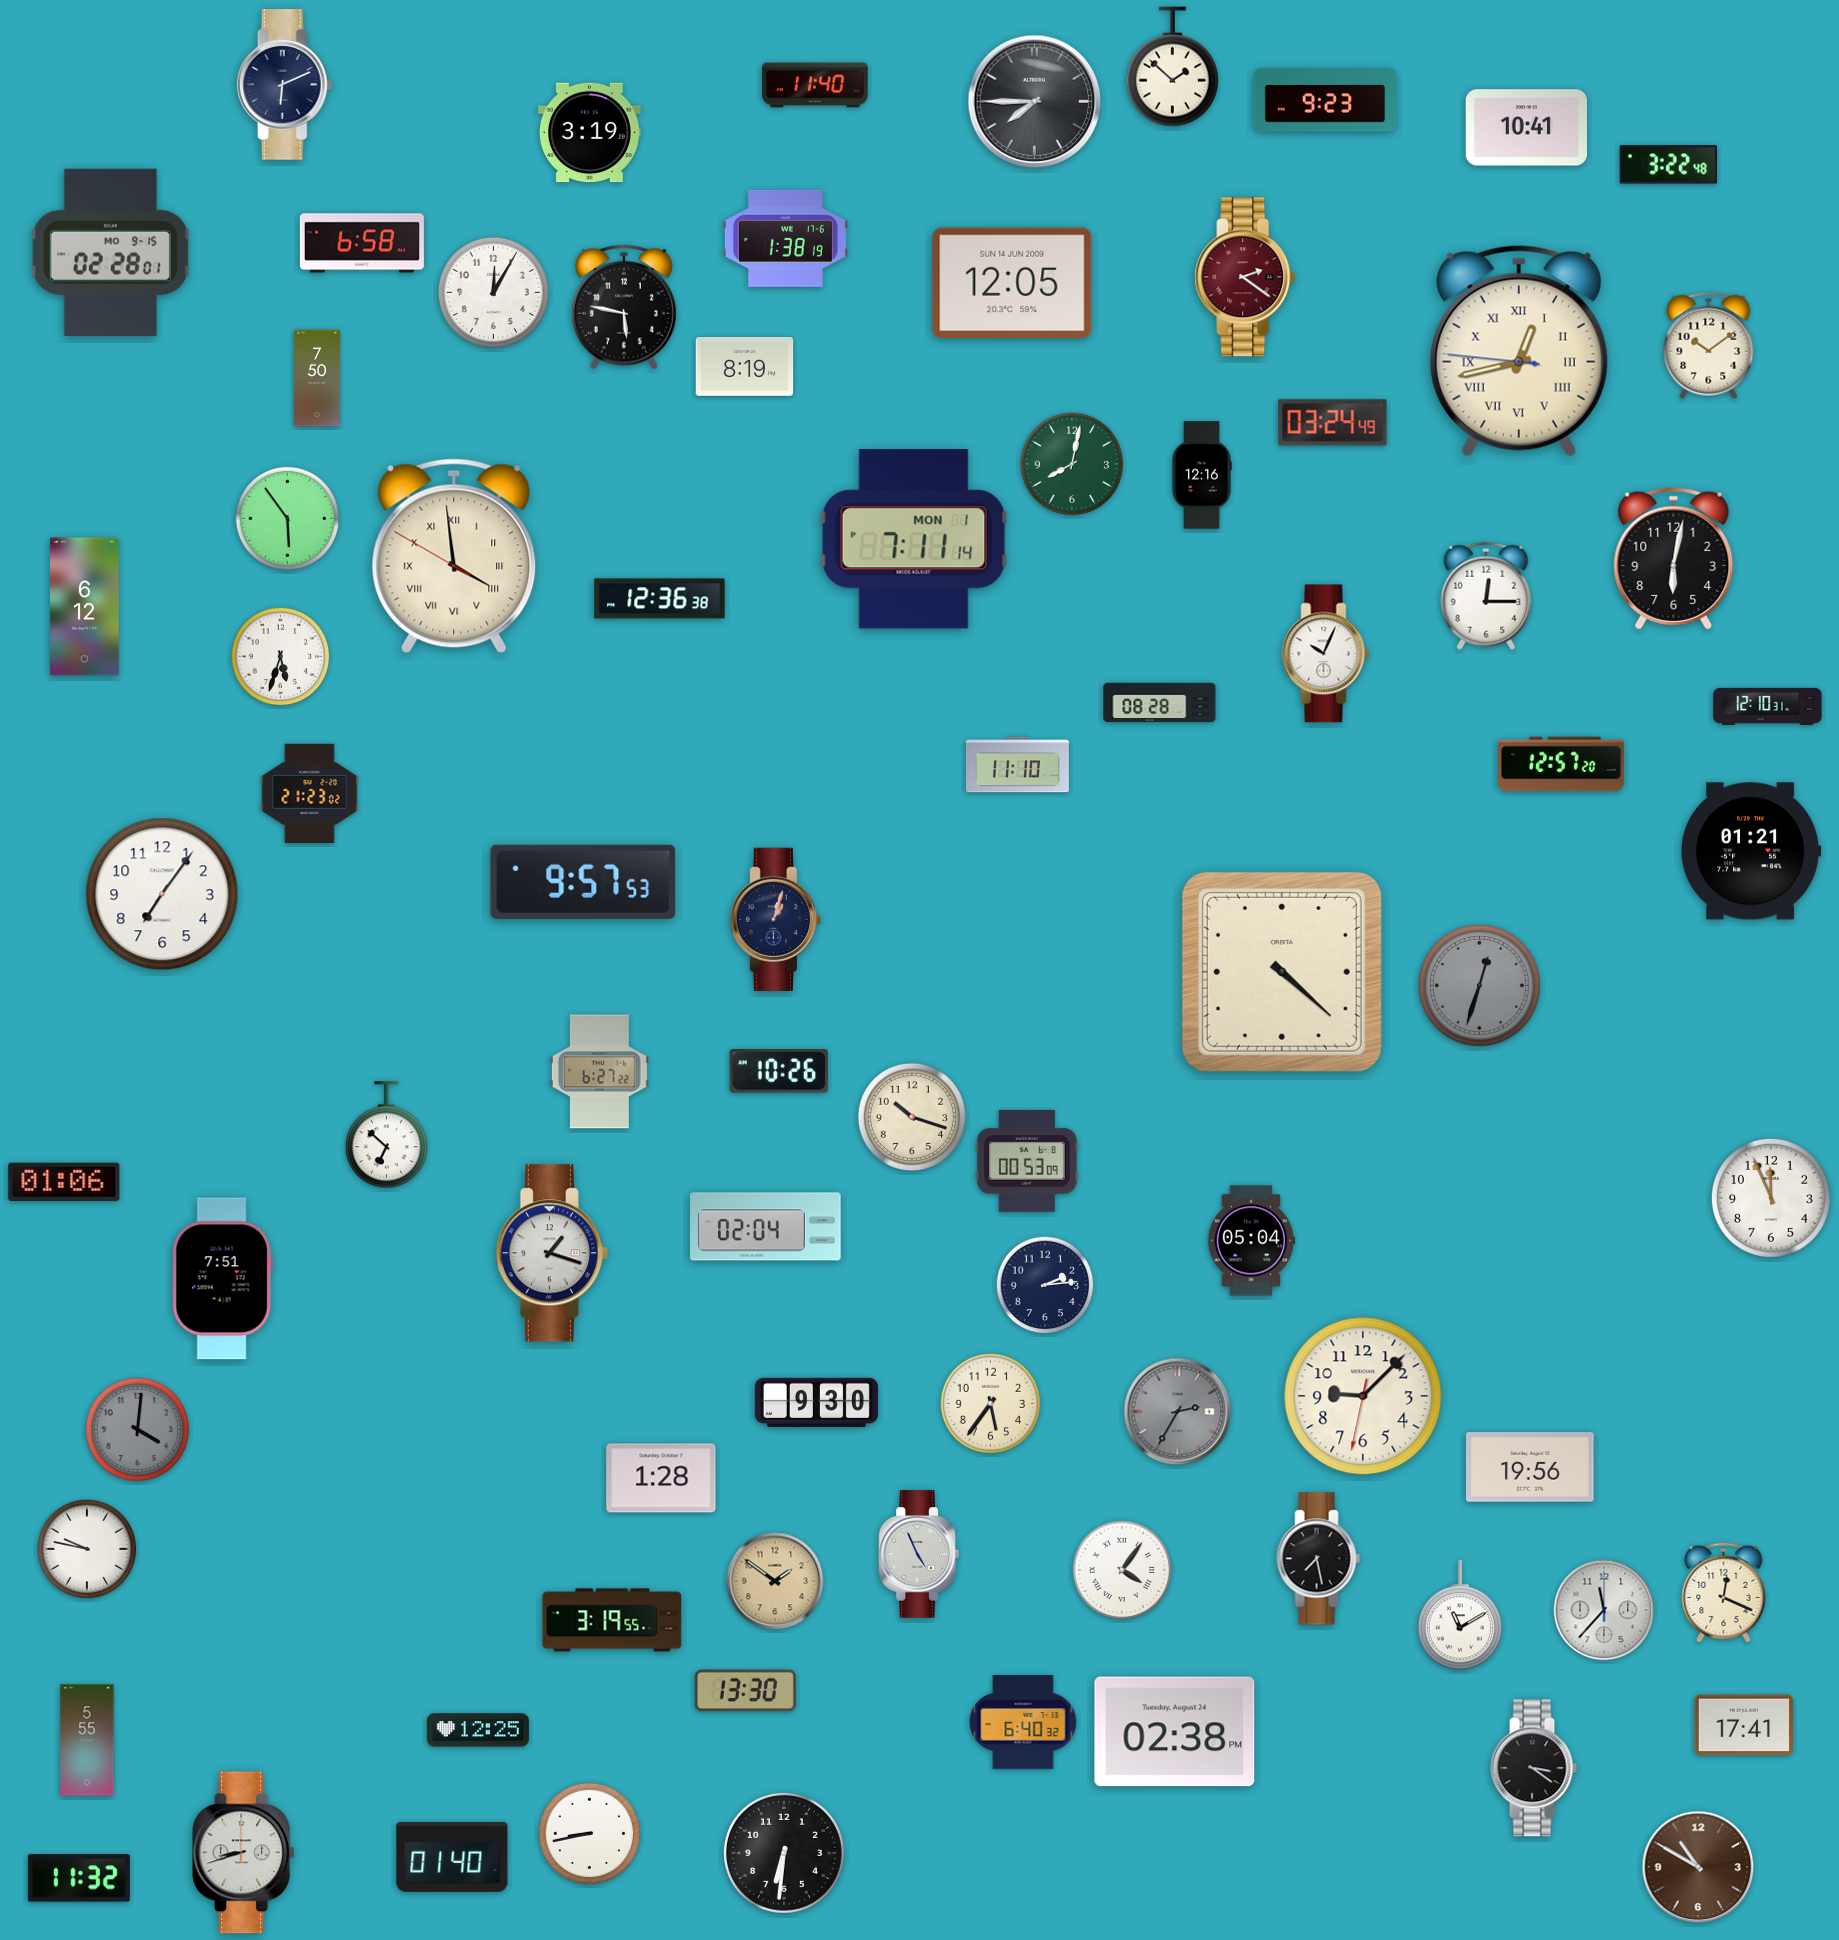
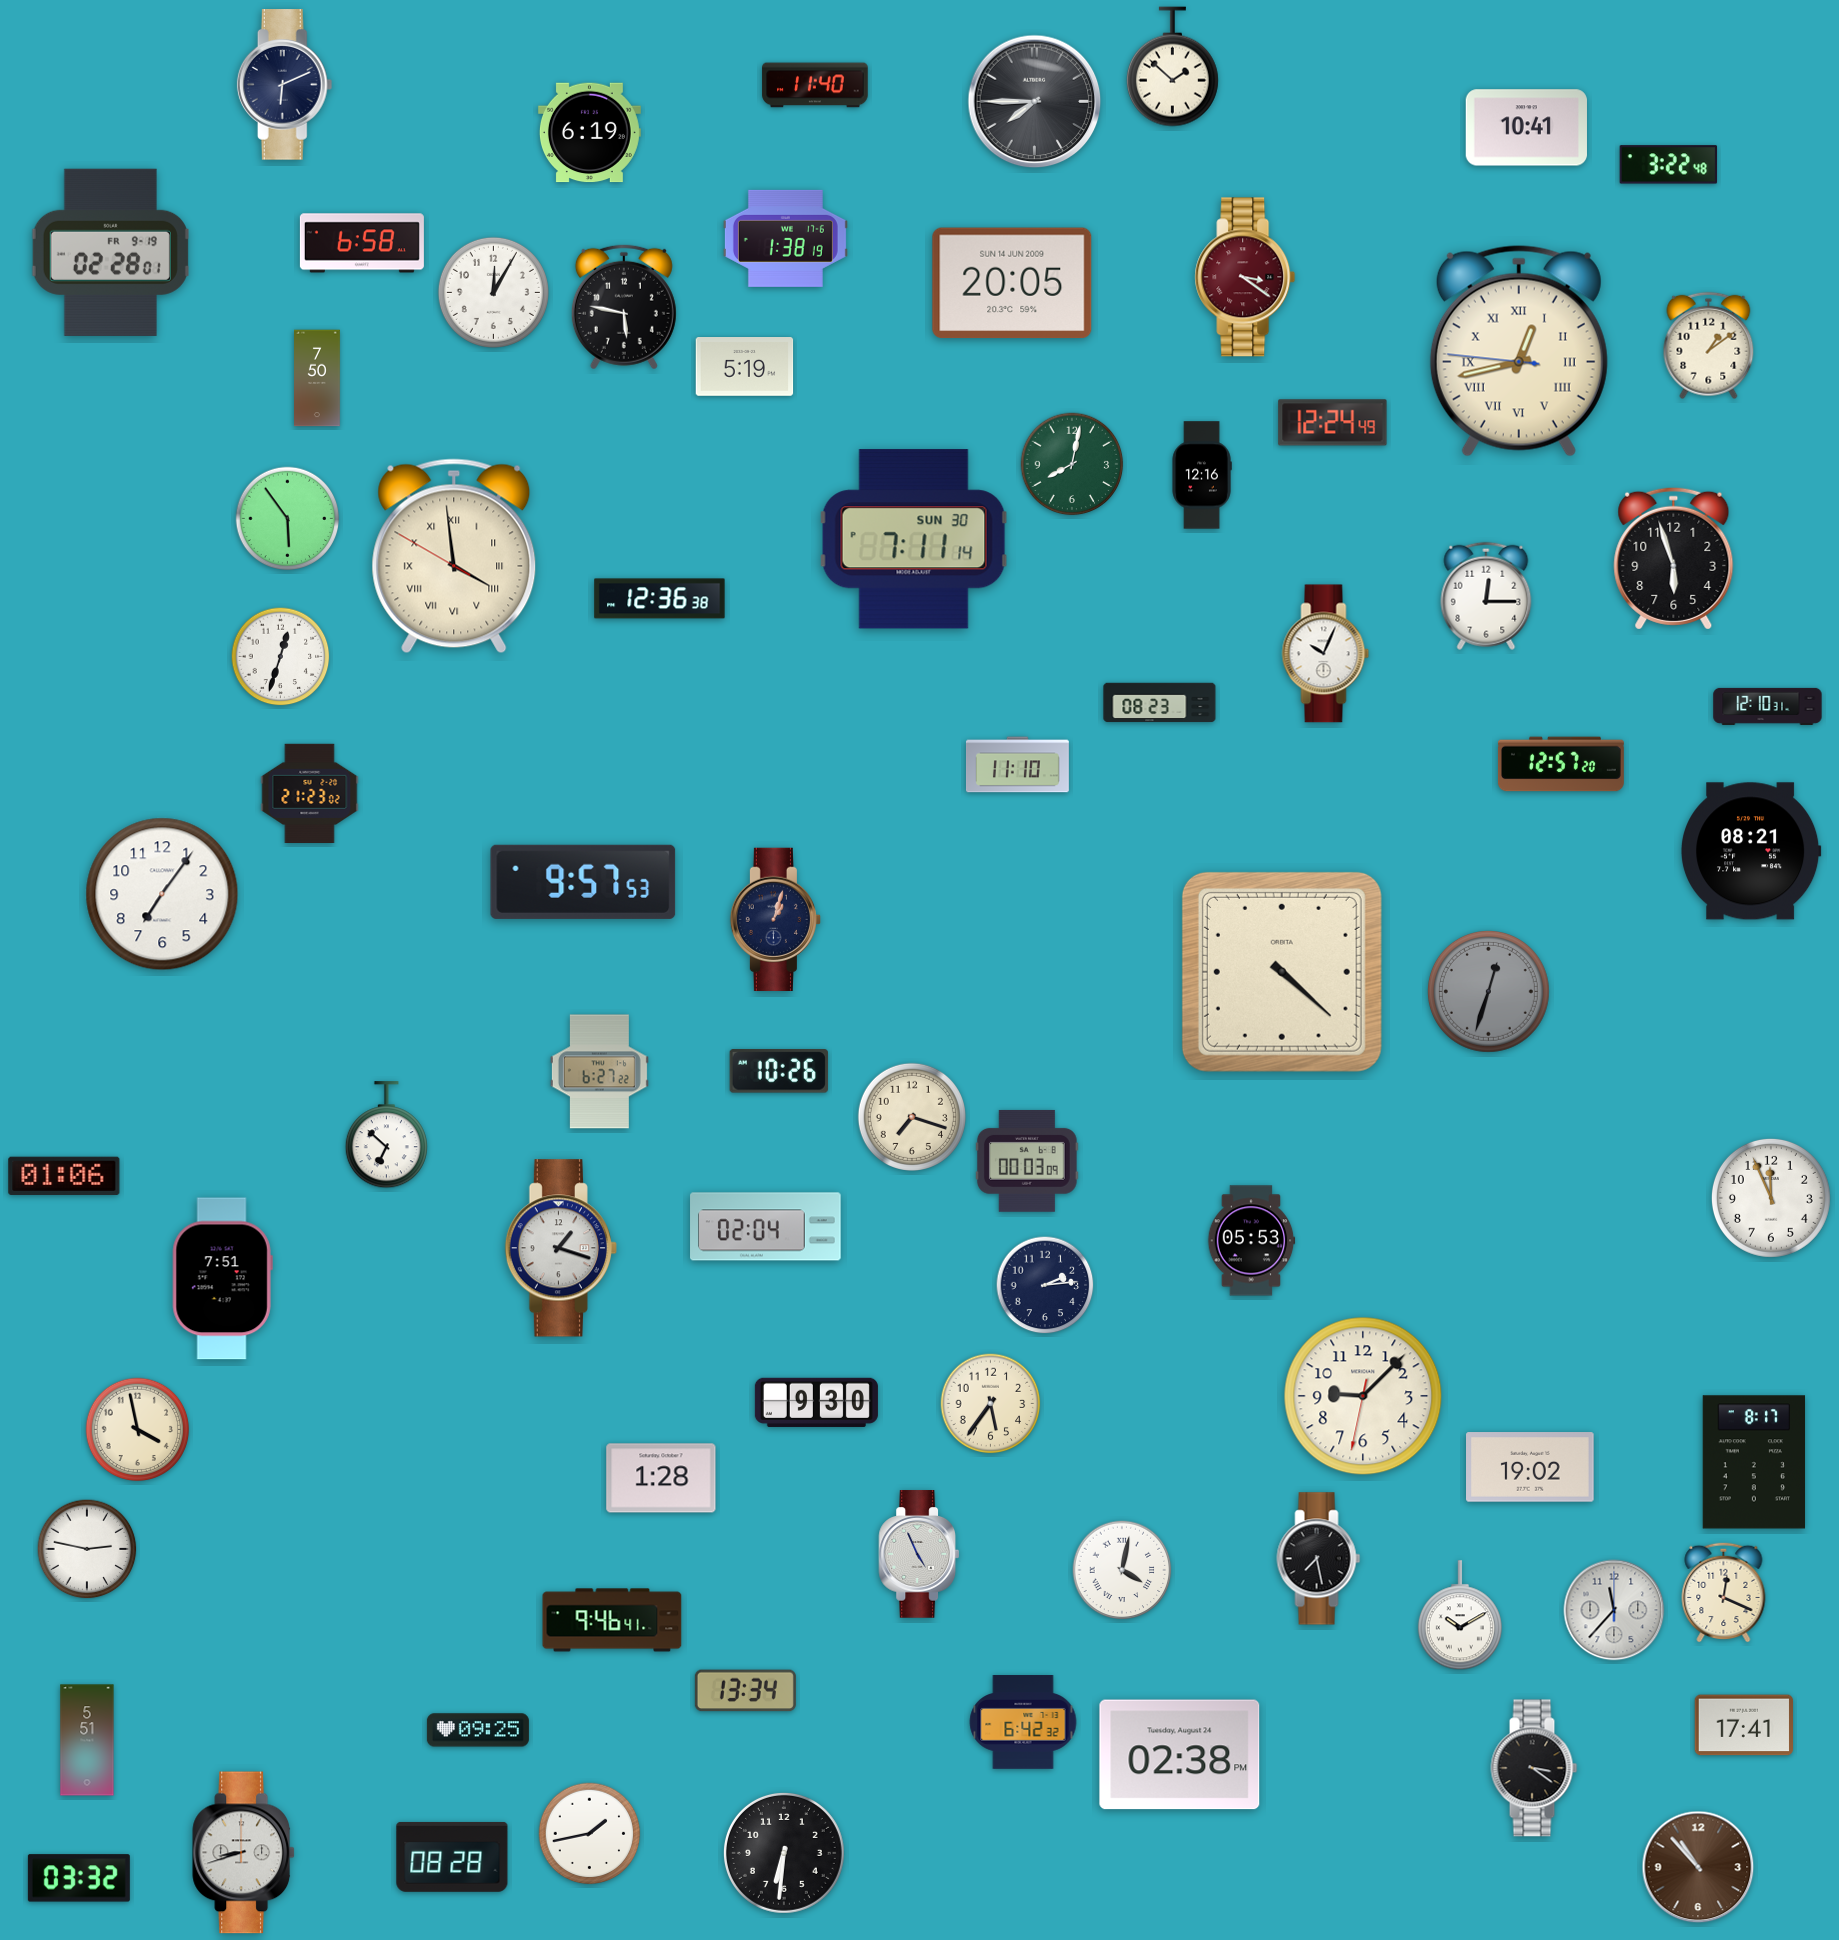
clock at (1325, 100): 9:23 -> none
clock at (589, 133): 3:19 -> 6:19
clock at (110, 252) date: MO 9-15 -> FR 9-19
clock at (1245, 277): 2:21 -> 3:21
clock at (1012, 283): 12:05 -> 20:05
clock at (1709, 346): 10:09 -> 1:09
clock at (745, 367): 8:19 -> 5:19
clock at (1333, 423): 03:24 -> 12:24
clock at (914, 539) date: MON 1 -> SUN 30
clock at (1674, 558): 6:02 -> 5:57
clock at (85, 607): 6:12 -> none
clock at (281, 657): 5:33 -> 12:33
clock at (1160, 703): 08:28 -> 08:23
clock at (1751, 851): 01:21 -> 08:21
clock at (1479, 985) position: (1479, 985) -> (1488, 991)
clock at (912, 1117): 10:18 -> 7:18
clock at (1027, 1161): 00:53 -> 00:03
clock at (64, 1182) position: (64, 1182) -> (64, 1176)
clock at (1251, 1241): 05:04 -> 05:53
clock at (551, 1253) position: (551, 1253) -> (560, 1248)
clock at (1178, 1412): 2:35 -> none
clock at (138, 1430): 4:01 -> 3:58
clock at (138, 1430) dial: grey -> cream
clock at (1754, 1462): none -> 8:17
clock at (1531, 1467): 19:56 -> 19:02
clock at (87, 1549): 9:47 -> 2:47
clock at (1122, 1570): 4:06 -> 4:02
clock at (775, 1581): 1:51 -> none
clock at (1604, 1610) position: (1604, 1610) -> (1614, 1610)
clock at (1460, 1616): 11:10 -> 10:10
clock at (612, 1620): 3:19 -> 9:46
clock at (745, 1691): 13:30 -> 13:34
clock at (1023, 1722): 6:40 -> 6:42
clock at (478, 1730): 12:25 -> 09:25
clock at (1175, 1732) position: (1175, 1732) -> (1180, 1755)
clock at (87, 1740): 5:55 -> 5:51
clock at (590, 1834): 8:43 -> 1:43
clock at (452, 1857): 01:40 -> 08:28
clock at (1698, 1867): 10:50 -> 10:53
clock at (79, 1878): 11:32 -> 03:32
